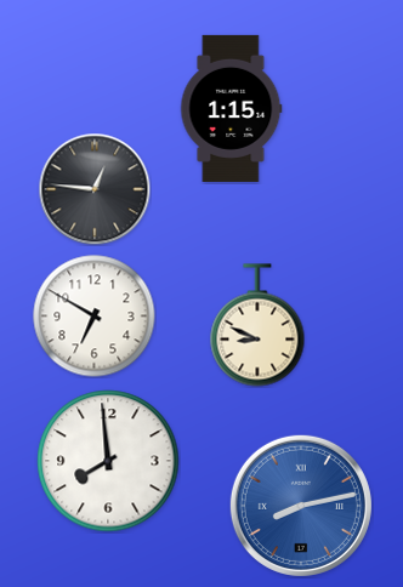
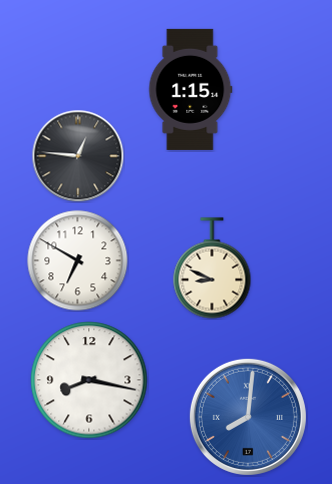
clock at (108, 461): 7:59 -> 8:17
clock at (301, 506): 8:13 -> 8:01
